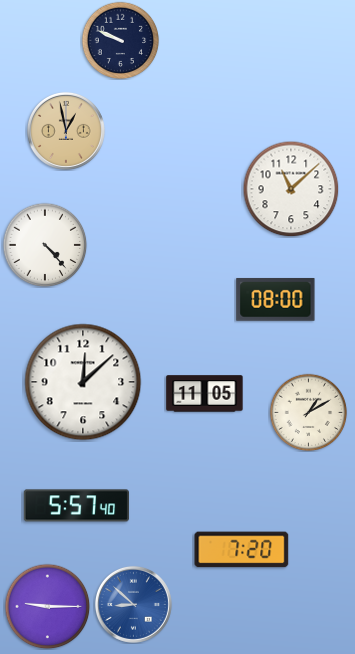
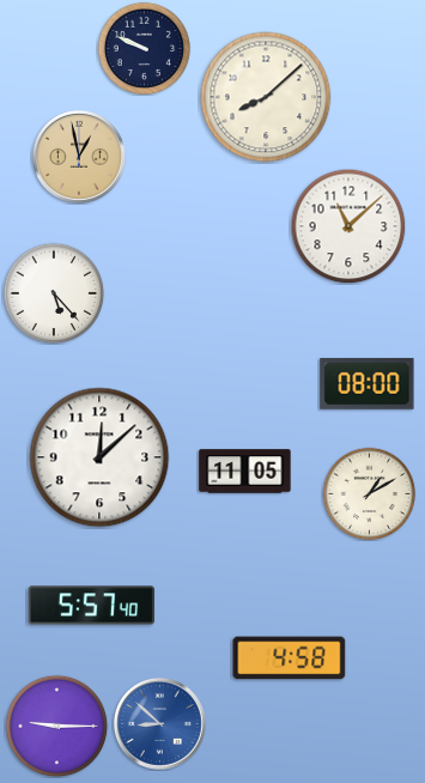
clock at (266, 97): none -> 8:08
clock at (45, 245): 4:23 -> 5:23
clock at (276, 299) position: (276, 299) -> (368, 383)
clock at (242, 550): 7:20 -> 4:58
